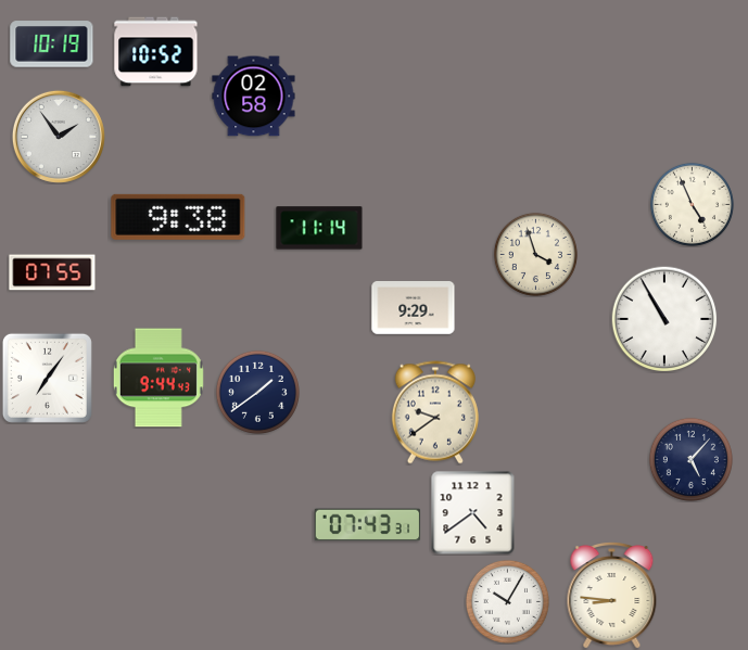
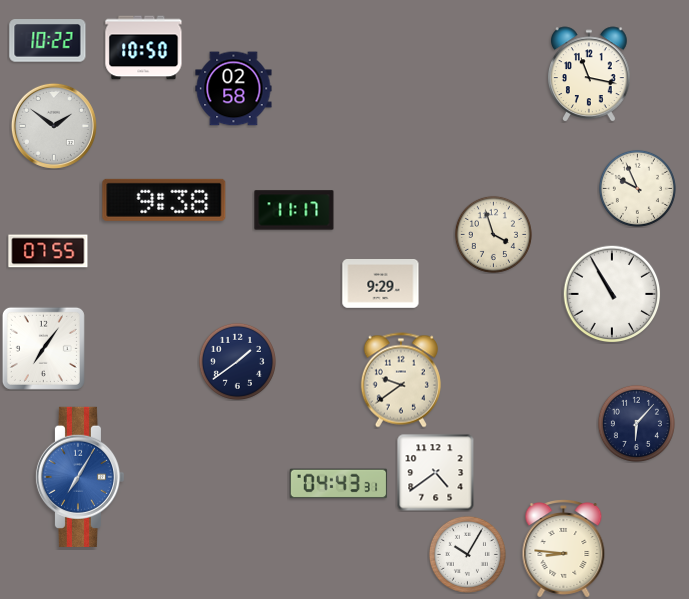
clock at (52, 44): 10:19 -> 10:22
clock at (156, 52): 10:52 -> 10:50
clock at (590, 74): none -> 11:17
clock at (59, 137): 1:54 -> 1:51
clock at (692, 204): 4:56 -> 9:56
clock at (319, 228): 11:14 -> 11:17
clock at (159, 378): 9:44 -> none
clock at (690, 459): 5:07 -> 6:07
clock at (79, 477): none -> 7:05
clock at (368, 525): 07:43 -> 04:43
